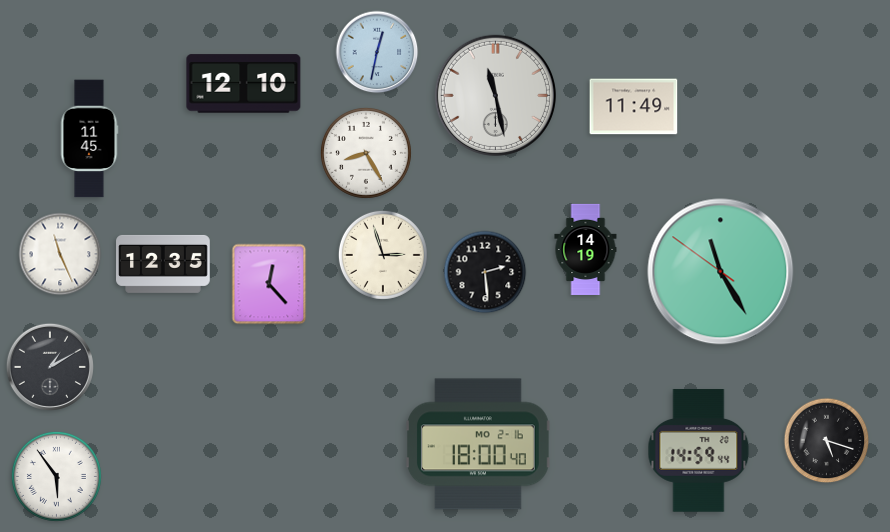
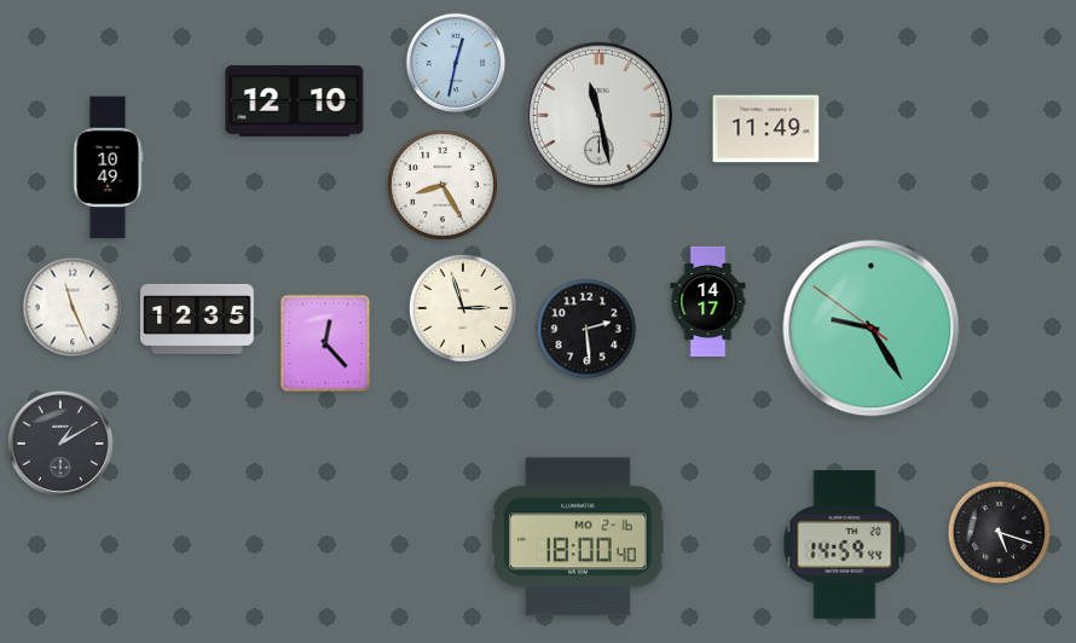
clock at (89, 139): 11:45 -> 10:49
clock at (586, 249): 14:19 -> 14:17
clock at (721, 272): 11:24 -> 9:24
clock at (56, 476): 5:54 -> none
